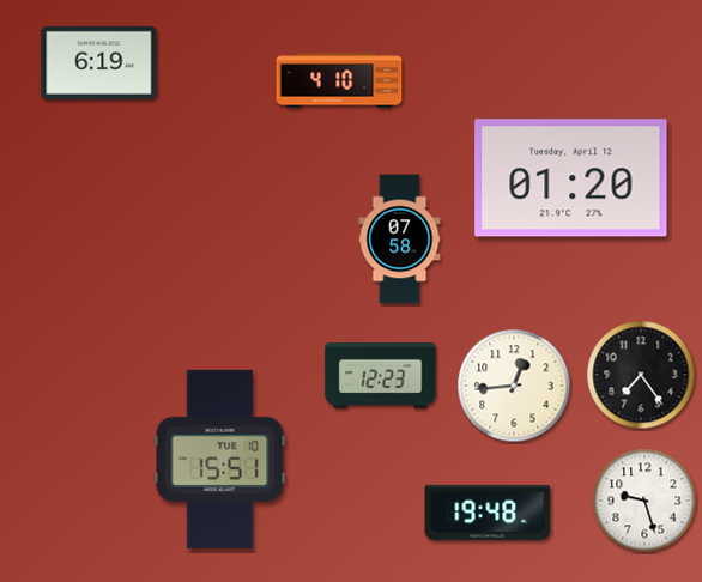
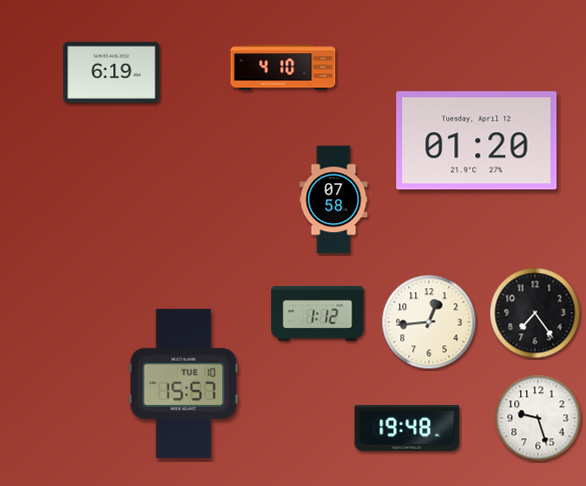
clock at (99, 62) position: (99, 62) -> (112, 72)
clock at (571, 178) position: (571, 178) -> (477, 141)
clock at (381, 376): 12:23 -> 1:12
clock at (220, 459): 15:51 -> 15:57
